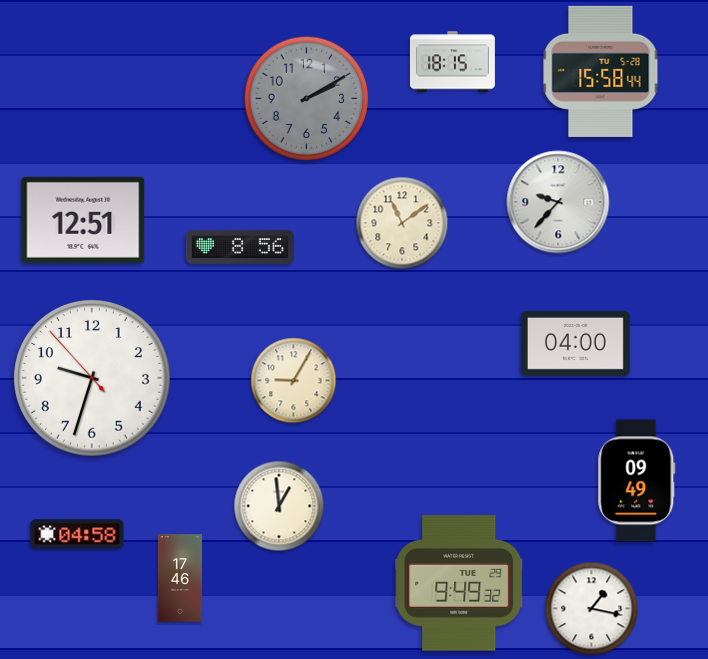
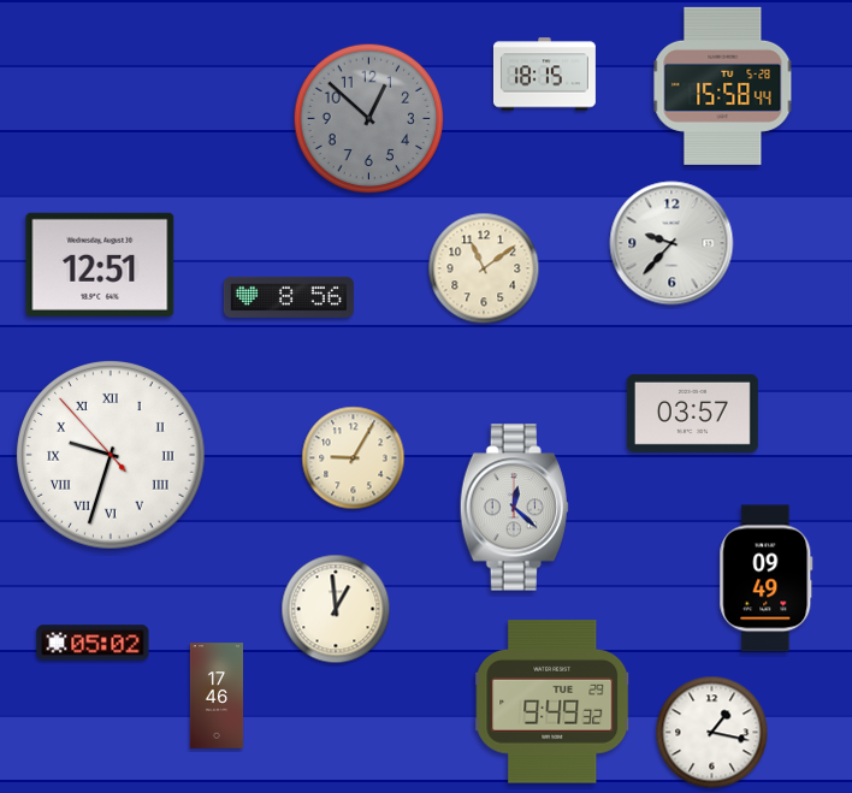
clock at (307, 99): 2:10 -> 12:52
clock at (575, 343): 04:00 -> 03:57
clock at (93, 379) numerals: Arabic -> Roman
clock at (514, 508): none -> 12:22
clock at (77, 534): 04:58 -> 05:02
